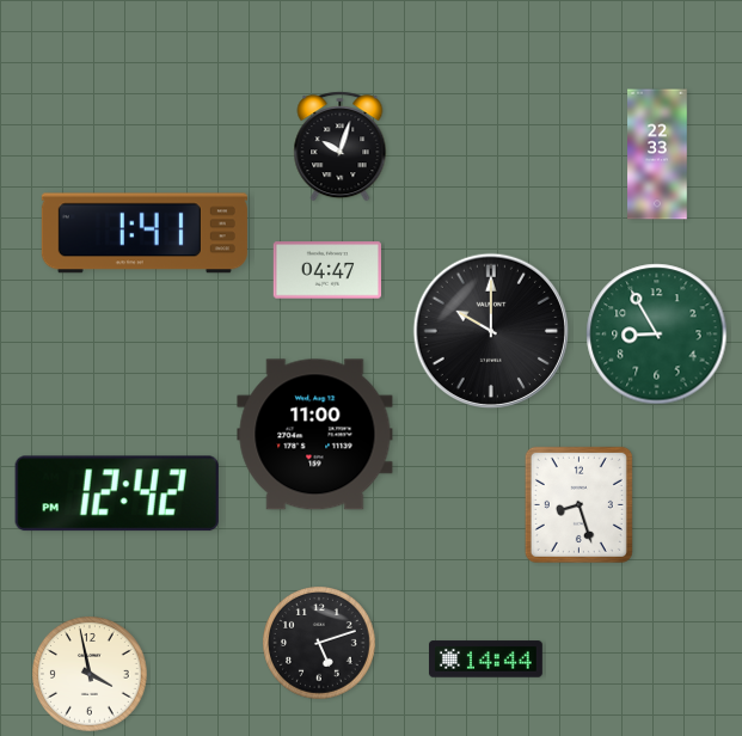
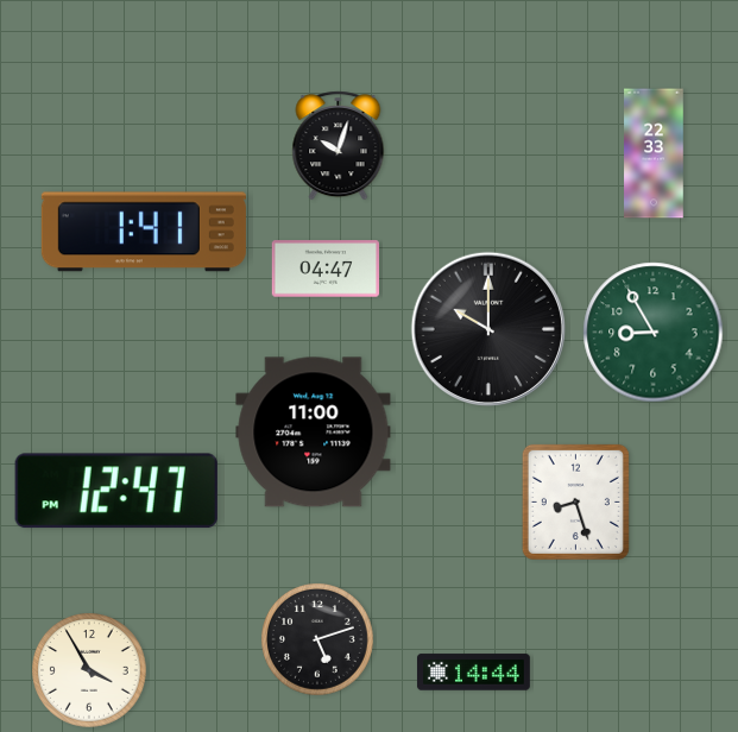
clock at (117, 493): 12:42 -> 12:47
clock at (485, 660) position: (485, 660) -> (473, 673)
clock at (91, 675): 3:58 -> 3:55
